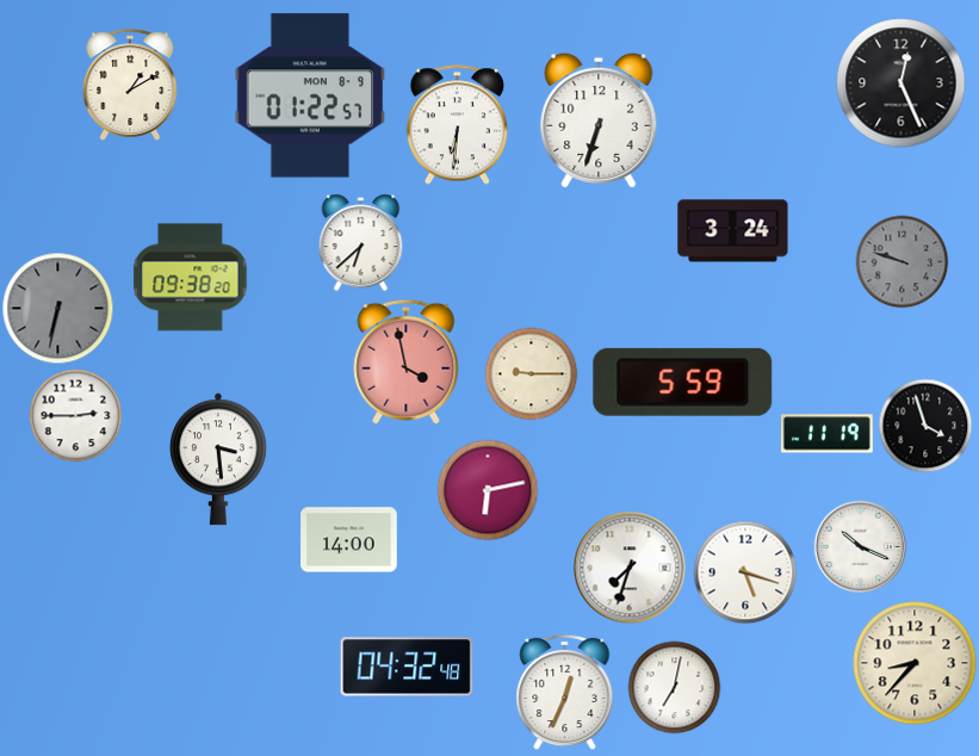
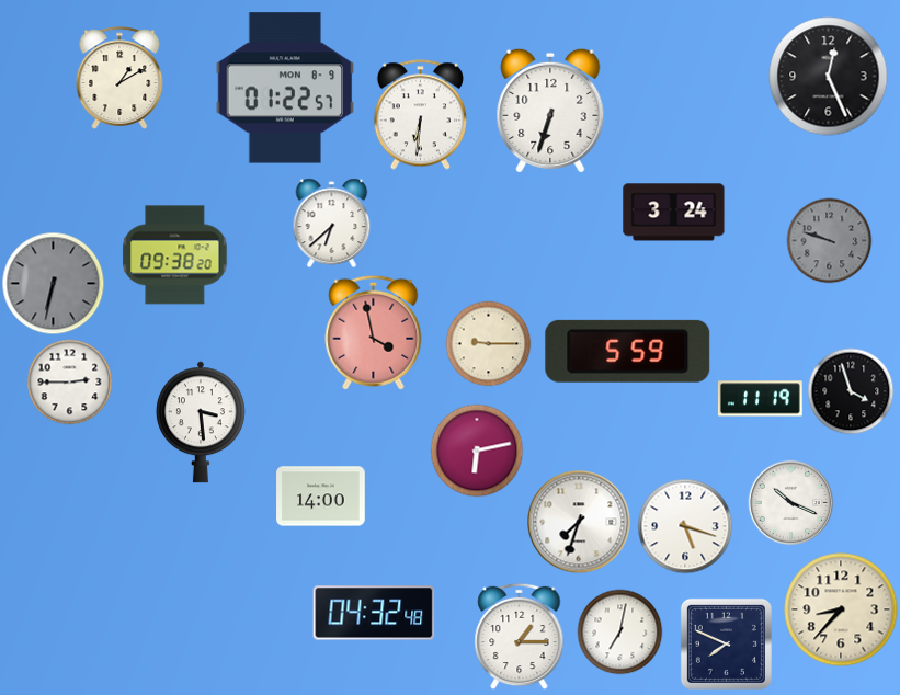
clock at (488, 490) position: (488, 490) -> (477, 451)
clock at (565, 692): 12:34 -> 1:15
clock at (726, 643): none -> 7:49
